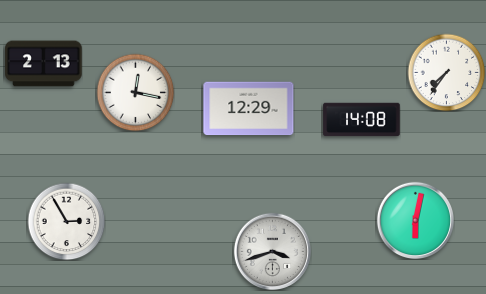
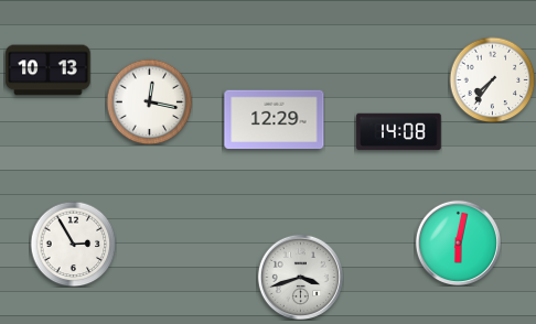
clock at (44, 64): 2:13 -> 10:13
